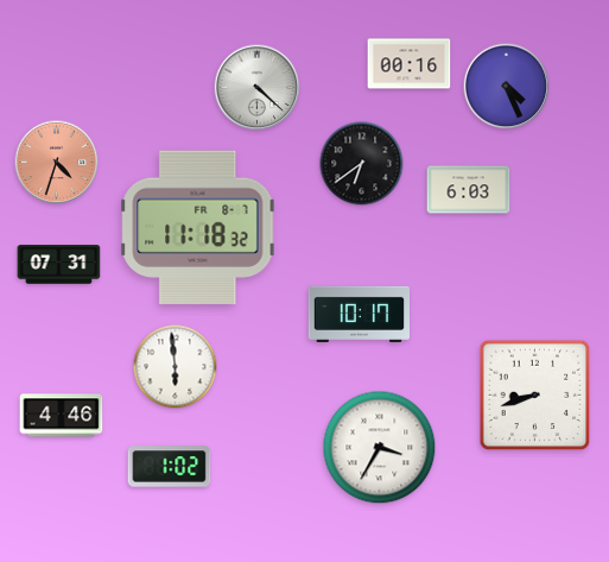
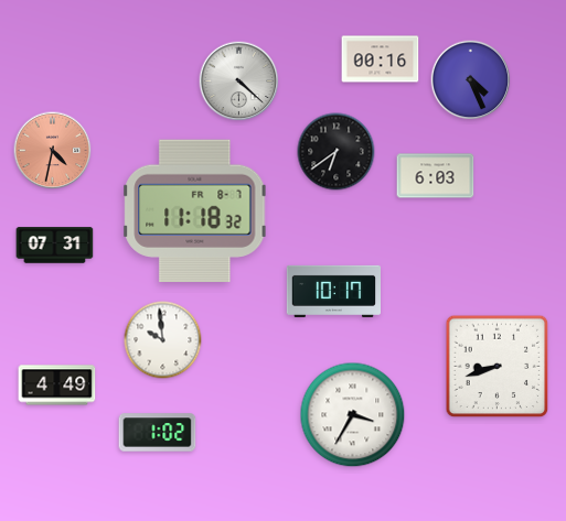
clock at (57, 163): 4:33 -> 4:32
clock at (198, 227) position: (198, 227) -> (195, 210)
clock at (176, 367): 5:59 -> 9:59
clock at (62, 416): 4:46 -> 4:49
